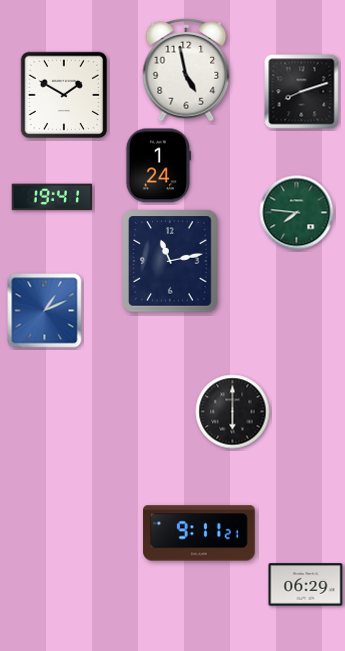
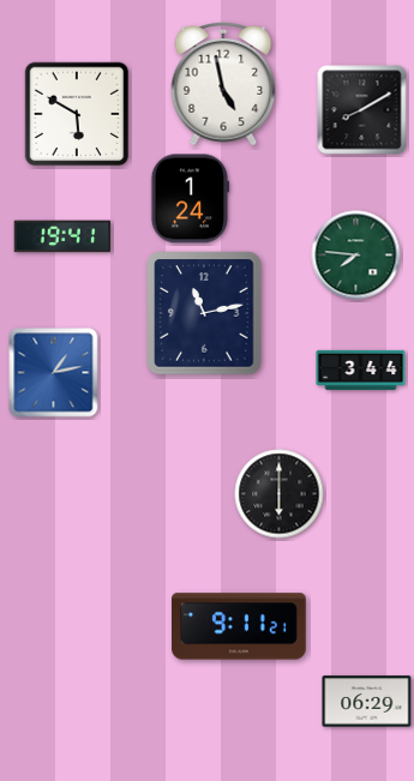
clock at (302, 92): 8:12 -> 8:10
clock at (64, 95): 1:50 -> 5:50
clock at (361, 370): none -> 3:44
clock at (45, 311): 1:11 -> 1:13
clock at (199, 533) position: (199, 533) -> (239, 626)
